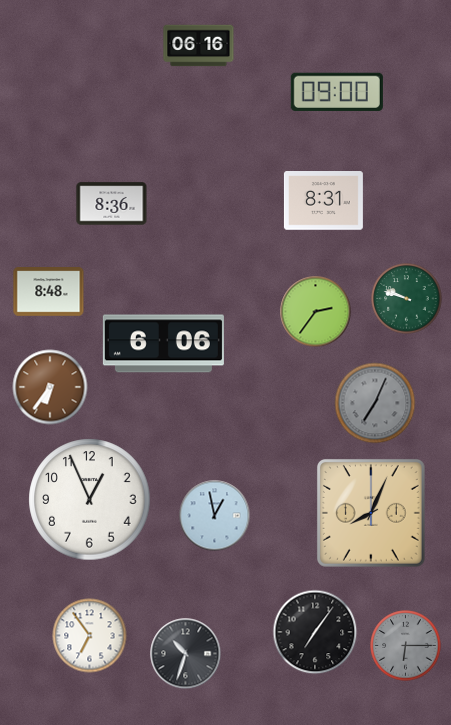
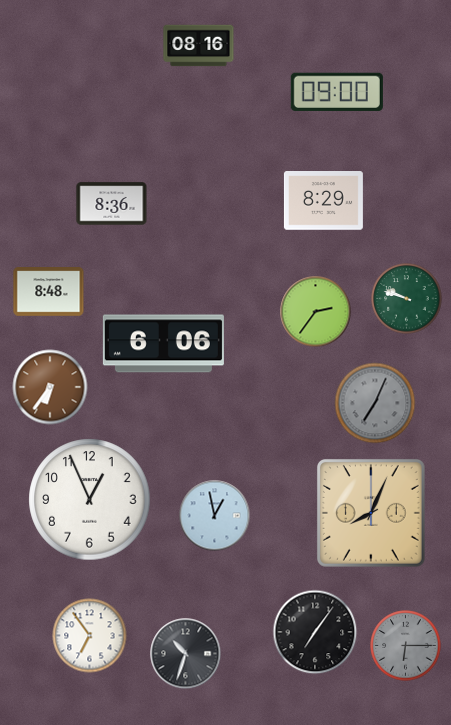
clock at (199, 46): 06:16 -> 08:16
clock at (323, 201): 8:31 -> 8:29
